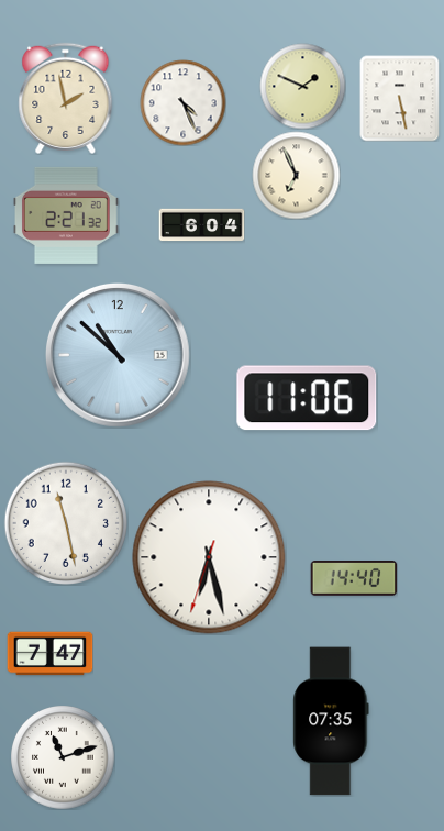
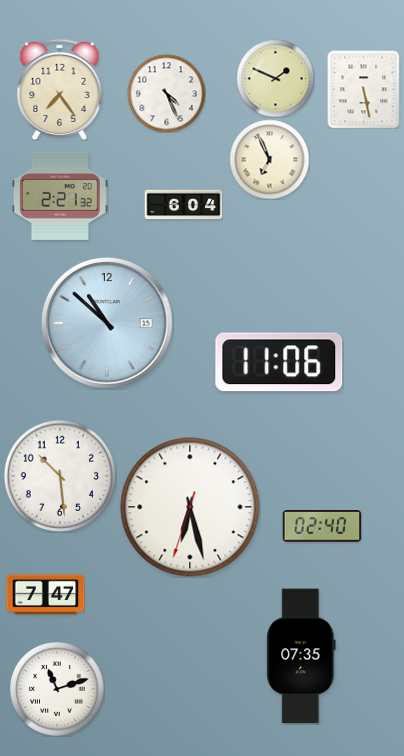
clock at (66, 98): 1:58 -> 7:24
clock at (65, 522): 11:28 -> 10:29
clock at (354, 579): 14:40 -> 02:40
